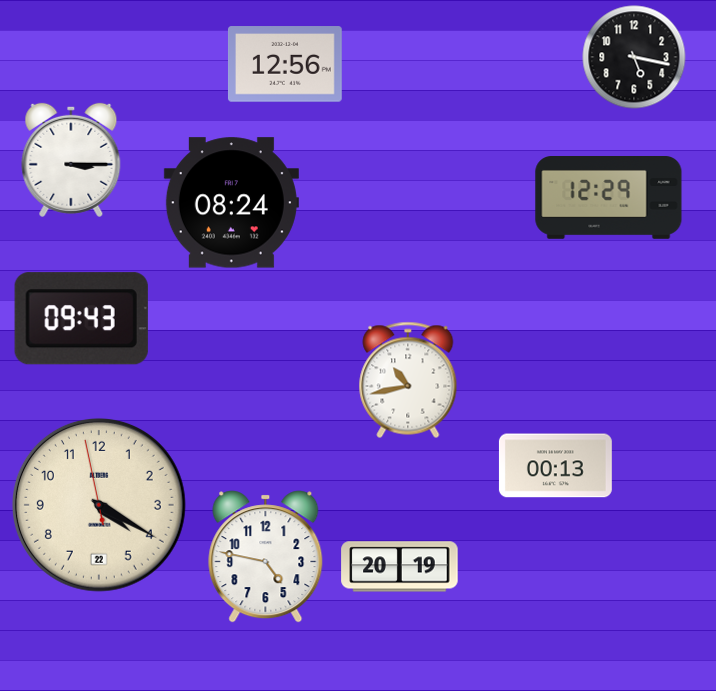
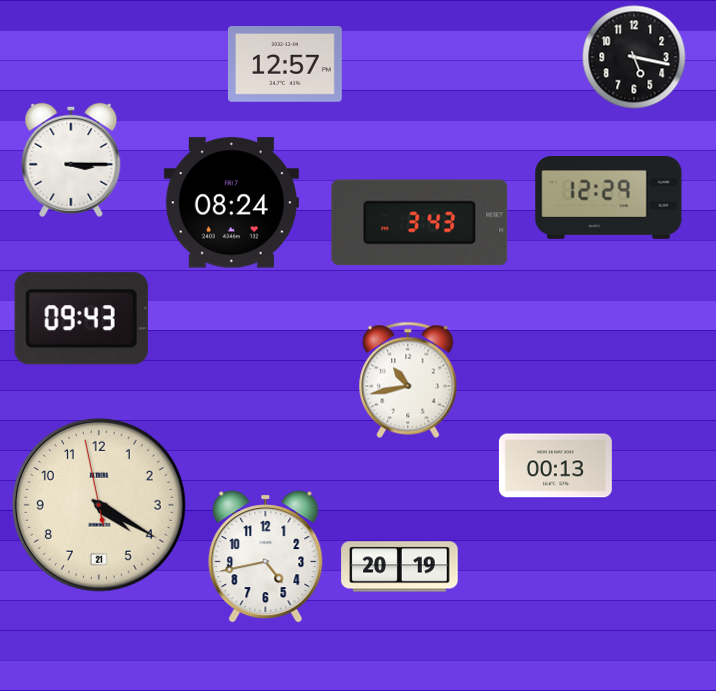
clock at (285, 64): 12:56 -> 12:57
clock at (420, 223): none -> 3:43
clock at (99, 505) date: 22 -> 21
clock at (266, 557): 4:47 -> 4:43
